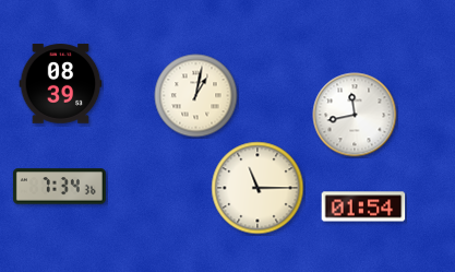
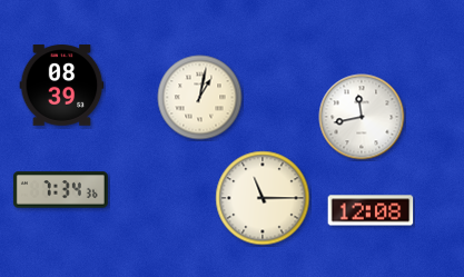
clock at (258, 188) position: (258, 188) -> (263, 198)
clock at (363, 206): 01:54 -> 12:08
